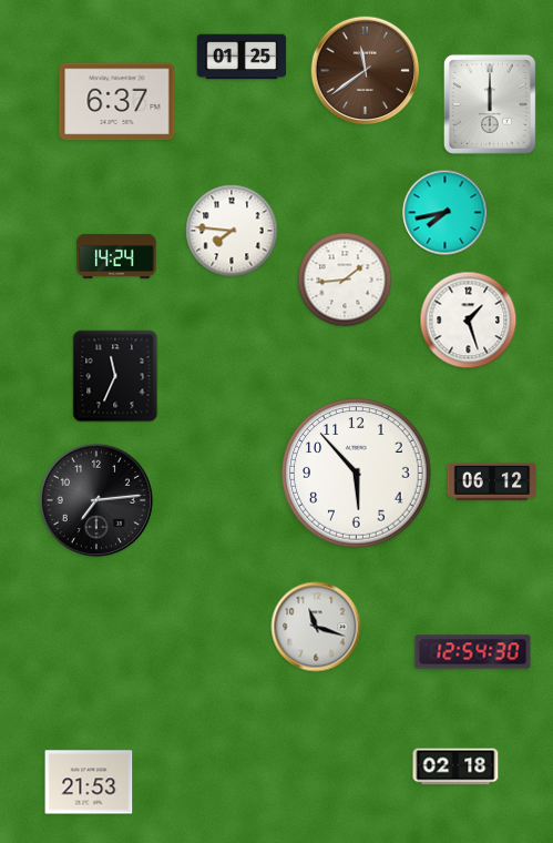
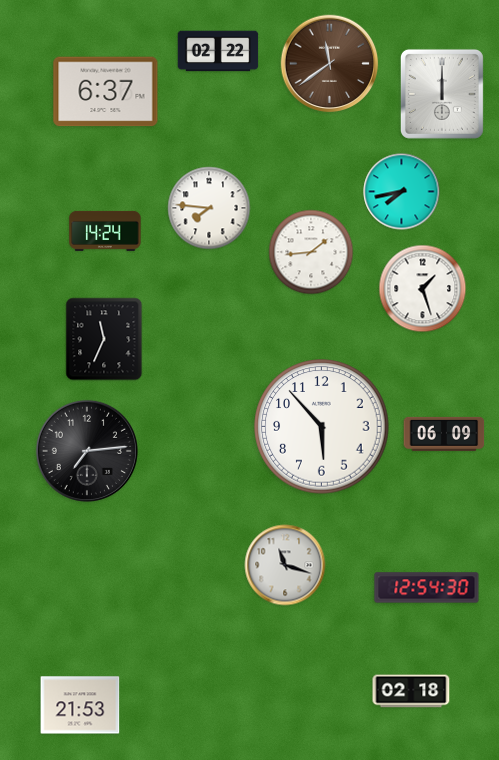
clock at (242, 57): 01:25 -> 02:22
clock at (492, 481): 06:12 -> 06:09
